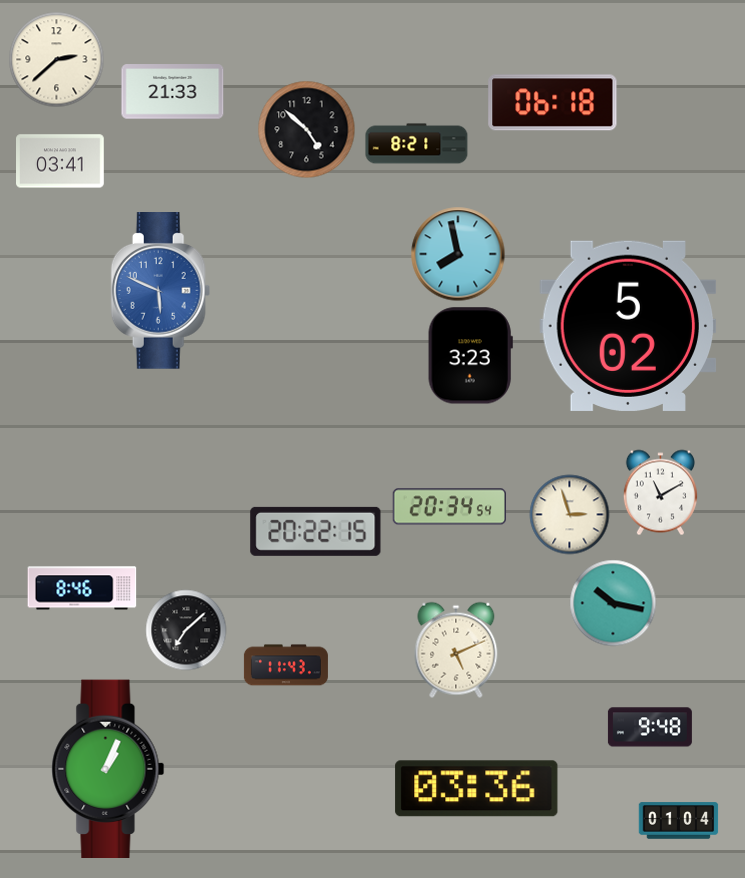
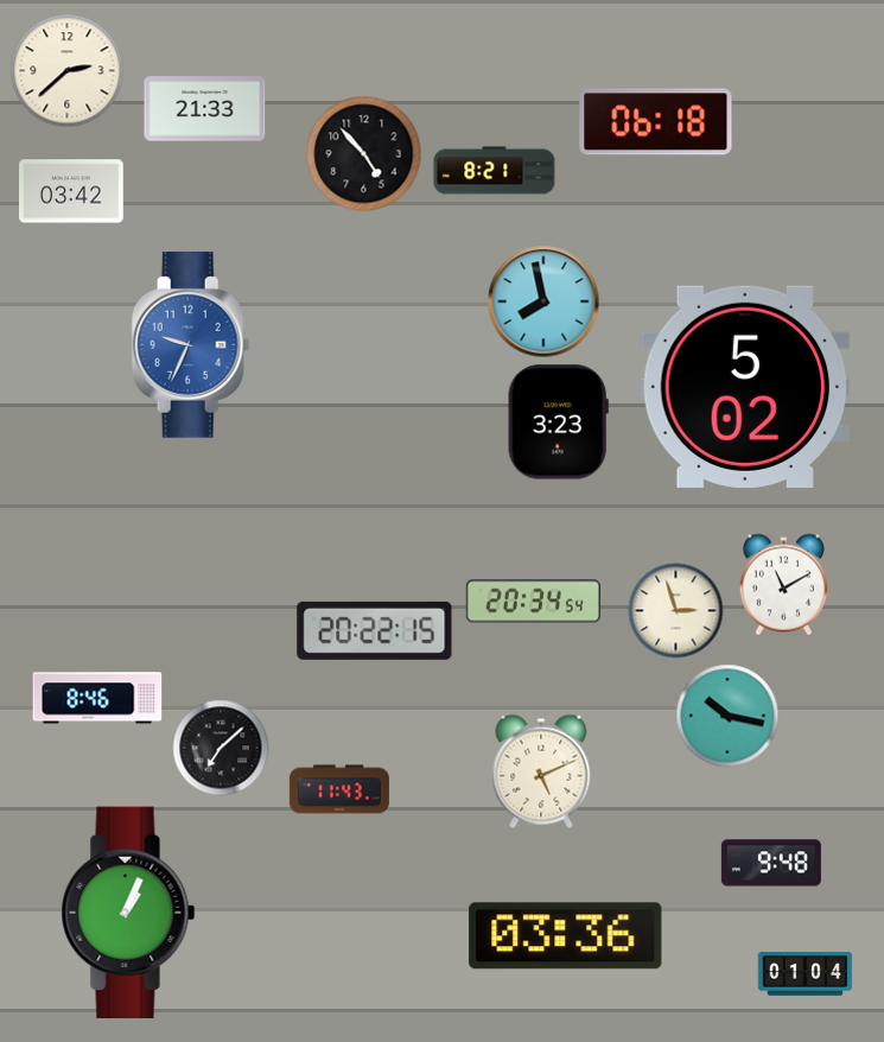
clock at (307, 130): 4:52 -> 4:53
clock at (60, 161): 03:41 -> 03:42
clock at (161, 291): 5:49 -> 9:34
